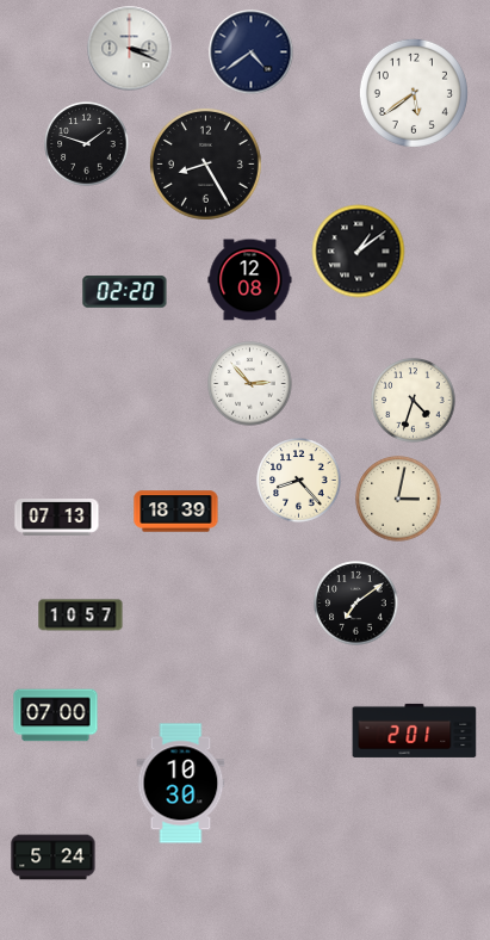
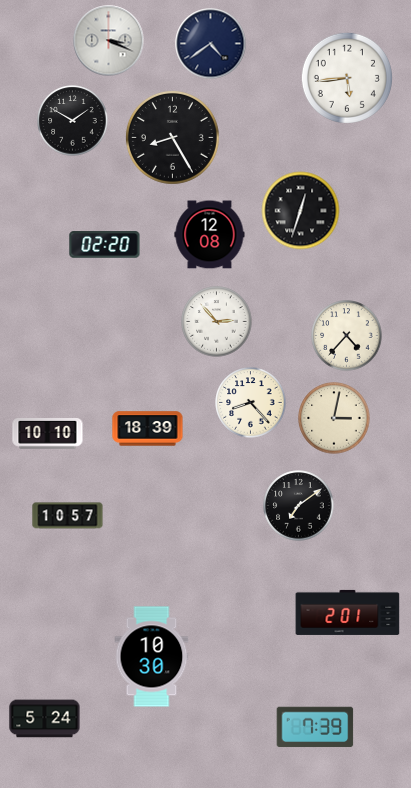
clock at (414, 93): 5:39 -> 5:44
clock at (87, 144): 1:48 -> 1:50
clock at (359, 252): 1:09 -> 12:33
clock at (250, 384) position: (250, 384) -> (217, 322)
clock at (414, 401): 4:33 -> 4:37
clock at (57, 518): 07:13 -> 10:10
clock at (56, 716): 07:00 -> none
clock at (315, 727): none -> 7:39
